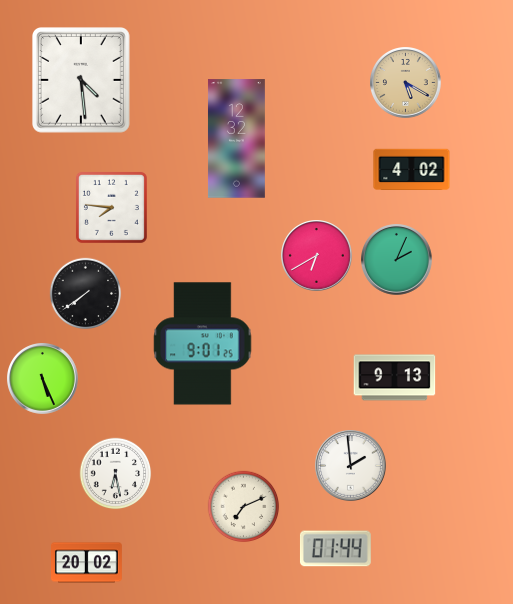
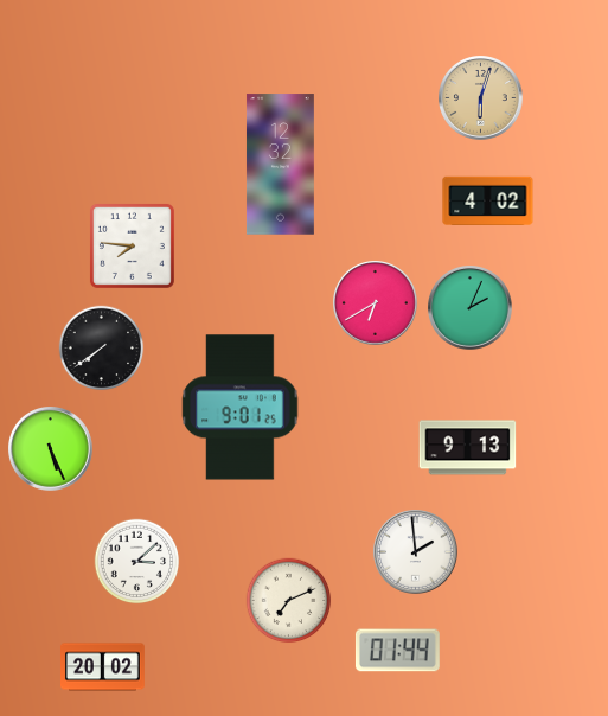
clock at (82, 81): 4:29 -> none
clock at (406, 83): 5:20 -> 6:03
clock at (116, 474): 6:28 -> 3:08
